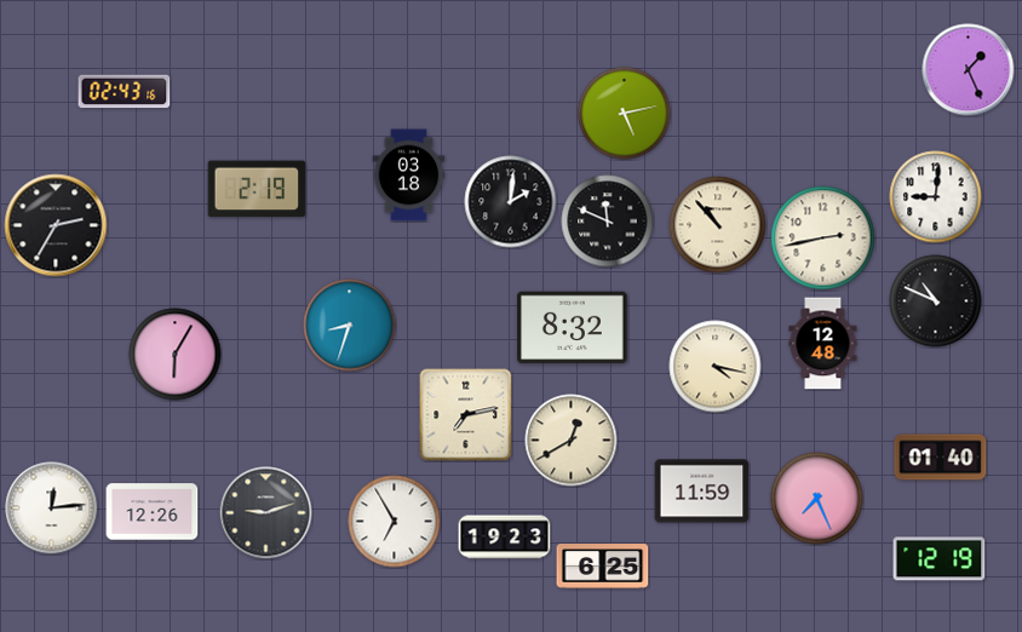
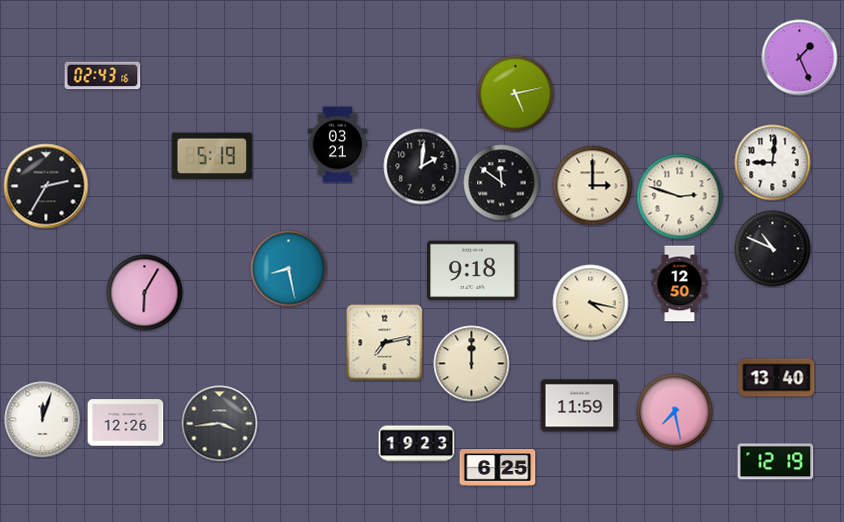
clock at (409, 176): 03:18 -> 03:21
clock at (257, 189): 2:19 -> 5:19
clock at (608, 222): 11:49 -> 11:51
clock at (718, 225): 10:53 -> 3:00
clock at (823, 239): 2:43 -> 2:48
clock at (350, 326): 8:33 -> 8:28
clock at (573, 328): 8:32 -> 9:18
clock at (823, 344): 12:48 -> 12:50
clock at (572, 441): 12:40 -> 12:00
clock at (941, 458): 01:40 -> 13:40
clock at (817, 499): 7:26 -> 7:28
clock at (52, 509): 12:14 -> 12:03
clock at (266, 513): 9:12 -> 3:44
clock at (395, 522): 6:55 -> none
